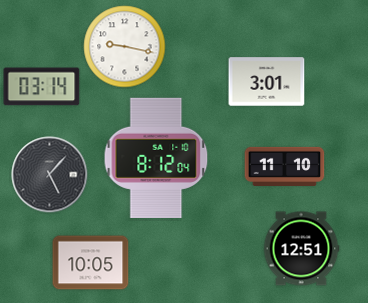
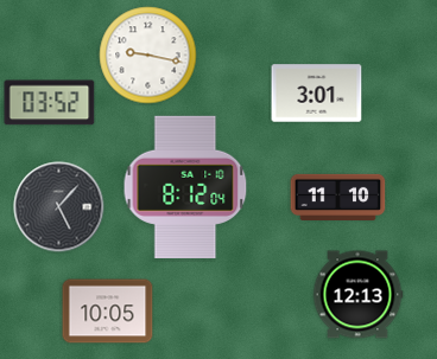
clock at (267, 82) position: (267, 82) -> (317, 94)
clock at (42, 87): 03:14 -> 03:52
clock at (301, 249): 12:51 -> 12:13
